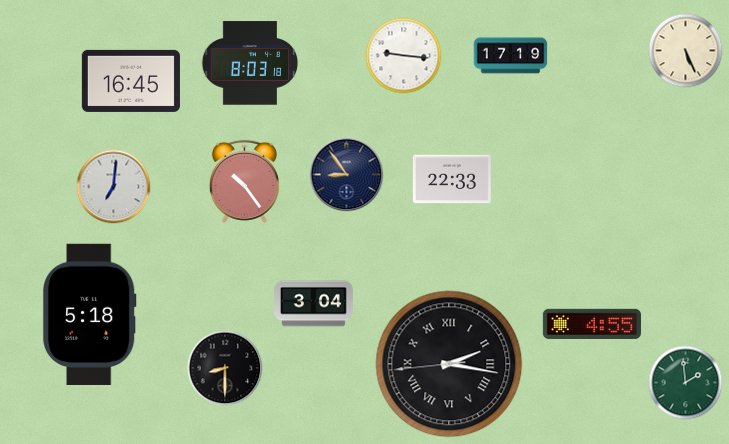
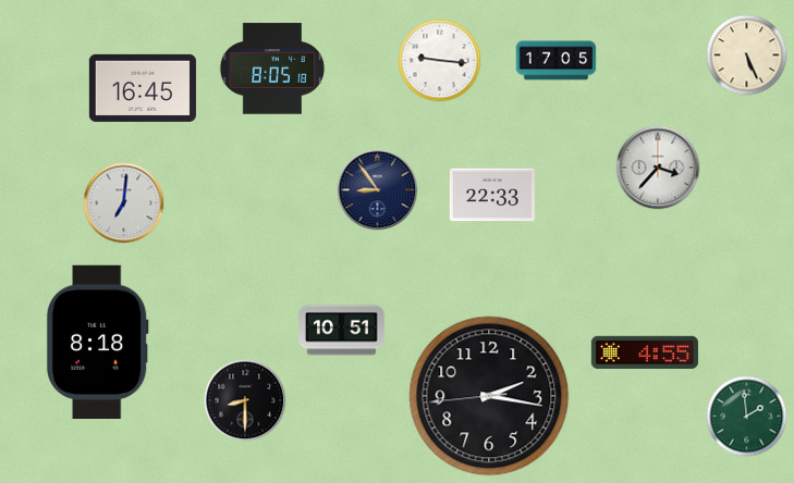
clock at (511, 56): 17:19 -> 17:05
clock at (250, 63): 8:03 -> 8:05
clock at (658, 168): none -> 3:37
clock at (244, 181): 10:24 -> none
clock at (314, 304): 3:04 -> 10:51
clock at (89, 314): 5:18 -> 8:18
clock at (449, 364) numerals: Roman -> Arabic
